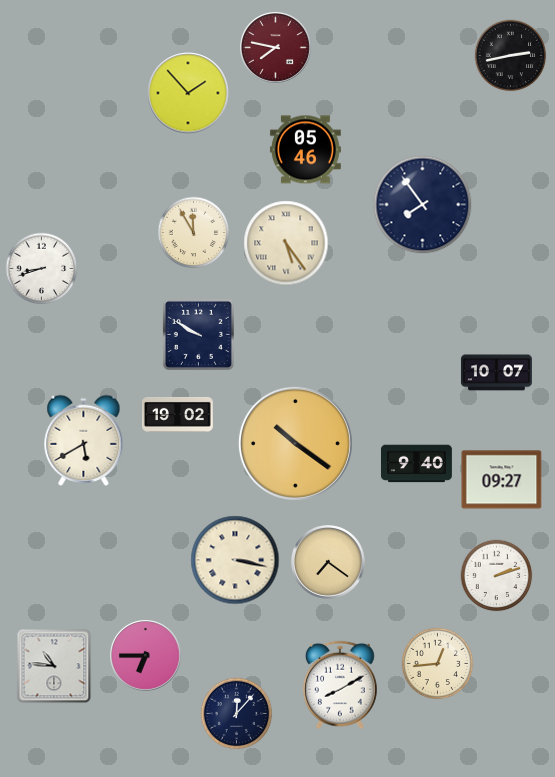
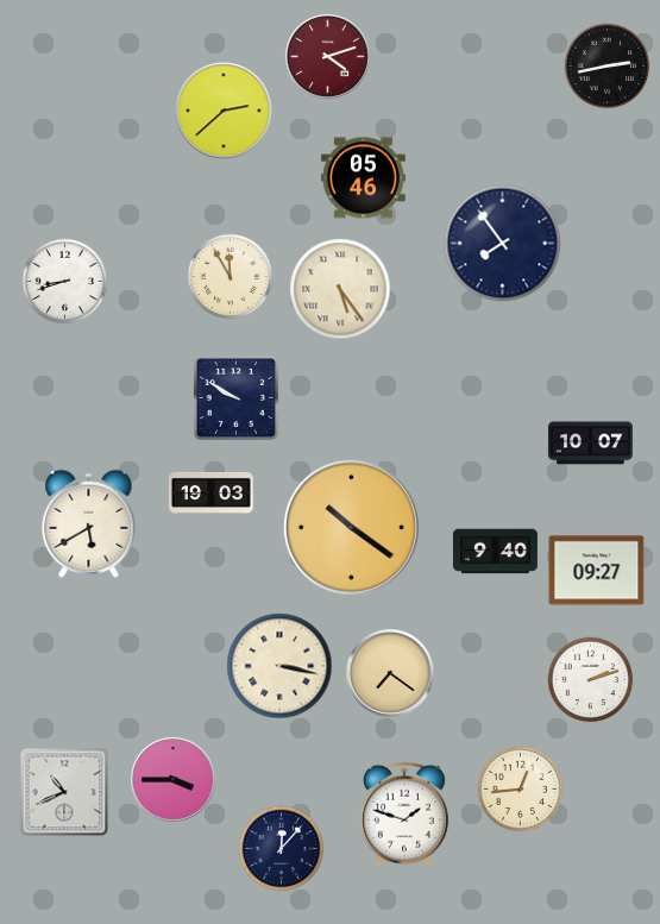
clock at (275, 47): 7:47 -> 4:12
clock at (188, 93): 1:53 -> 2:38
clock at (42, 269) position: (42, 269) -> (65, 282)
clock at (178, 415): 19:02 -> 19:03
clock at (84, 440) position: (84, 440) -> (89, 523)
clock at (328, 562) position: (328, 562) -> (390, 673)
clock at (497, 576) position: (497, 576) -> (591, 680)
clock at (145, 655): 6:45 -> 3:45
clock at (54, 666): 10:46 -> 10:41
clock at (340, 685): 8:10 -> 1:48
